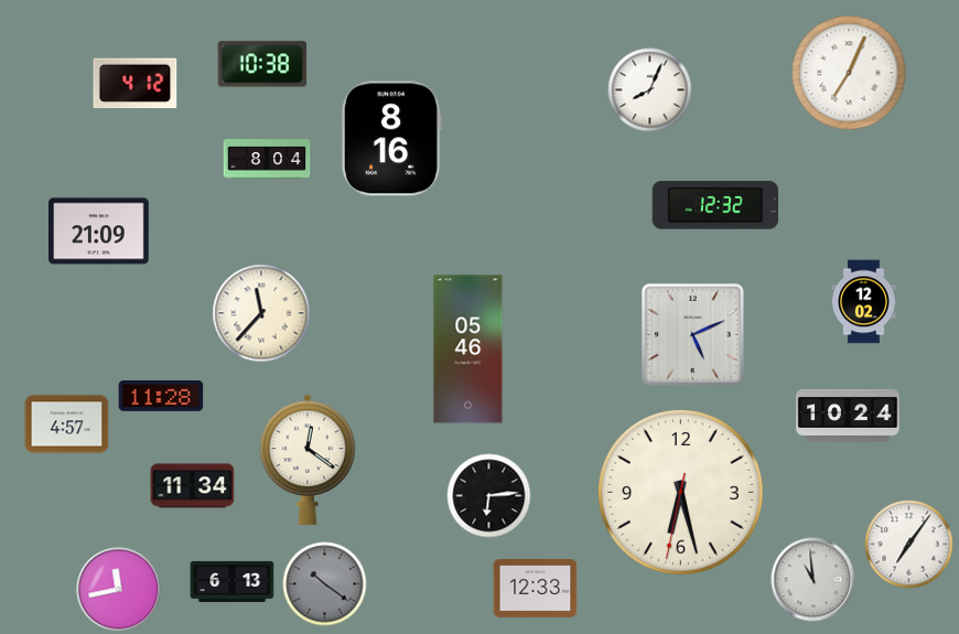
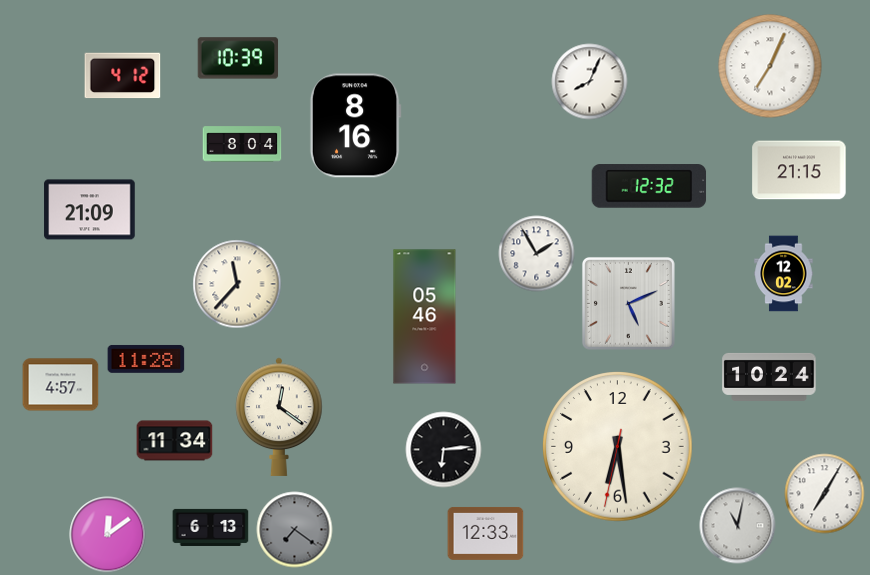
clock at (262, 64): 10:38 -> 10:39
clock at (799, 170): none -> 21:15
clock at (537, 254): none -> 1:55
clock at (681, 493): 6:27 -> 6:28
clock at (909, 545): 7:06 -> 7:05
clock at (813, 580): 10:59 -> 11:02
clock at (325, 584): 10:21 -> 7:21
clock at (119, 590): 11:43 -> 12:09
